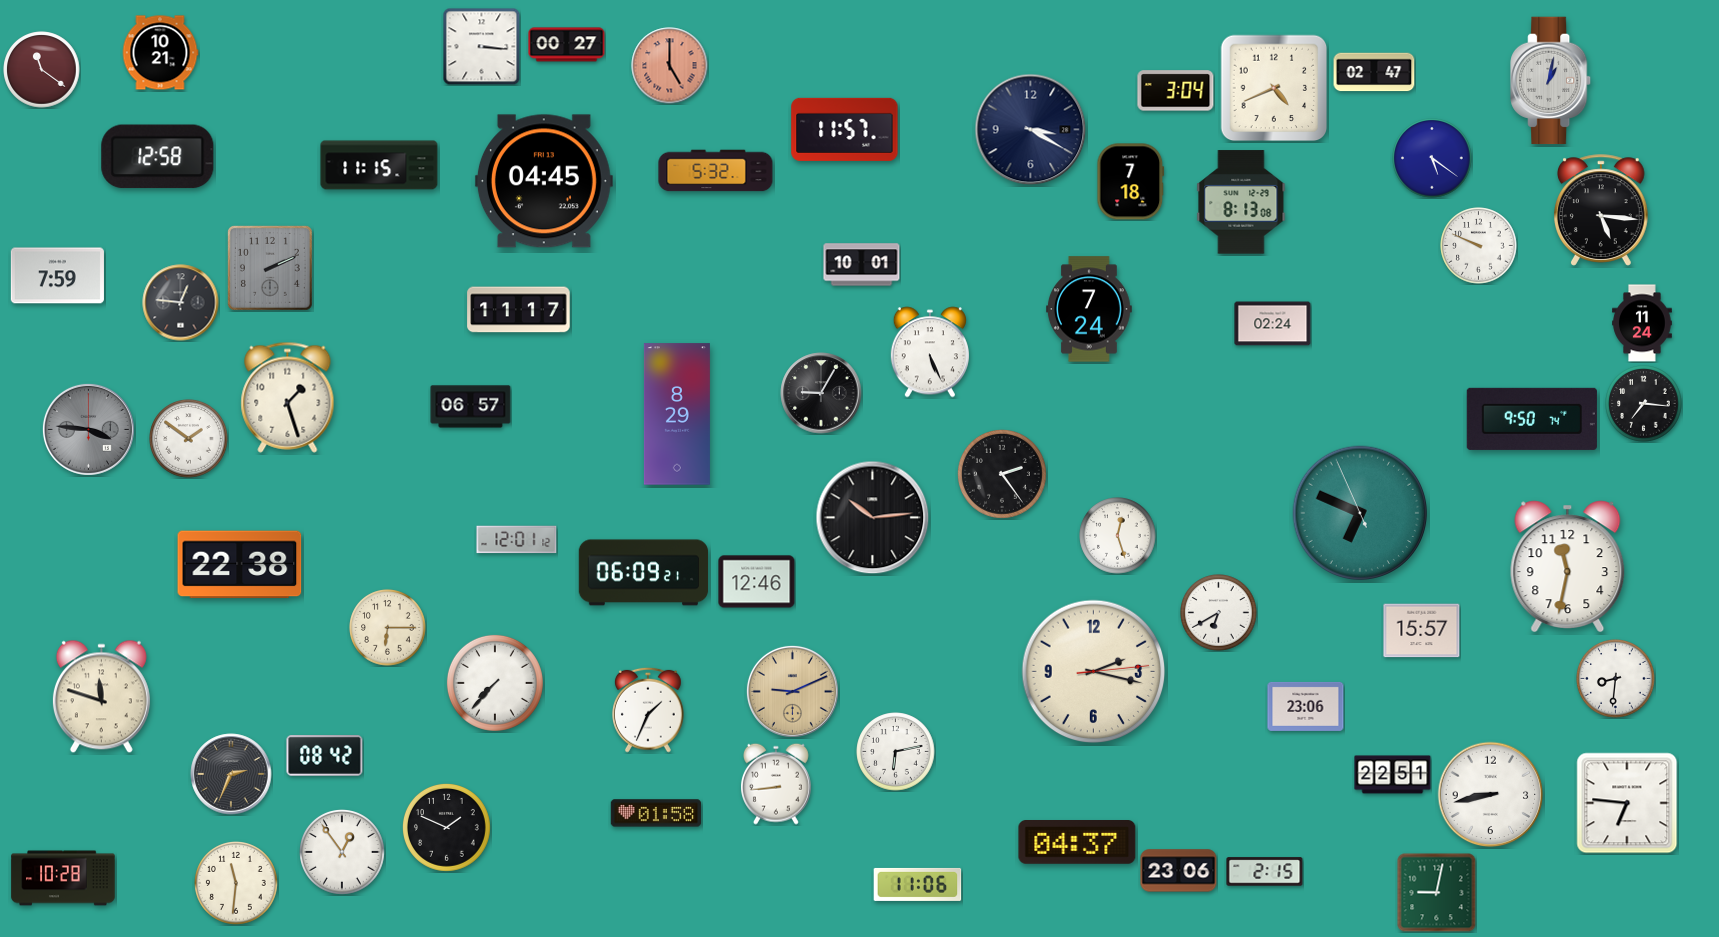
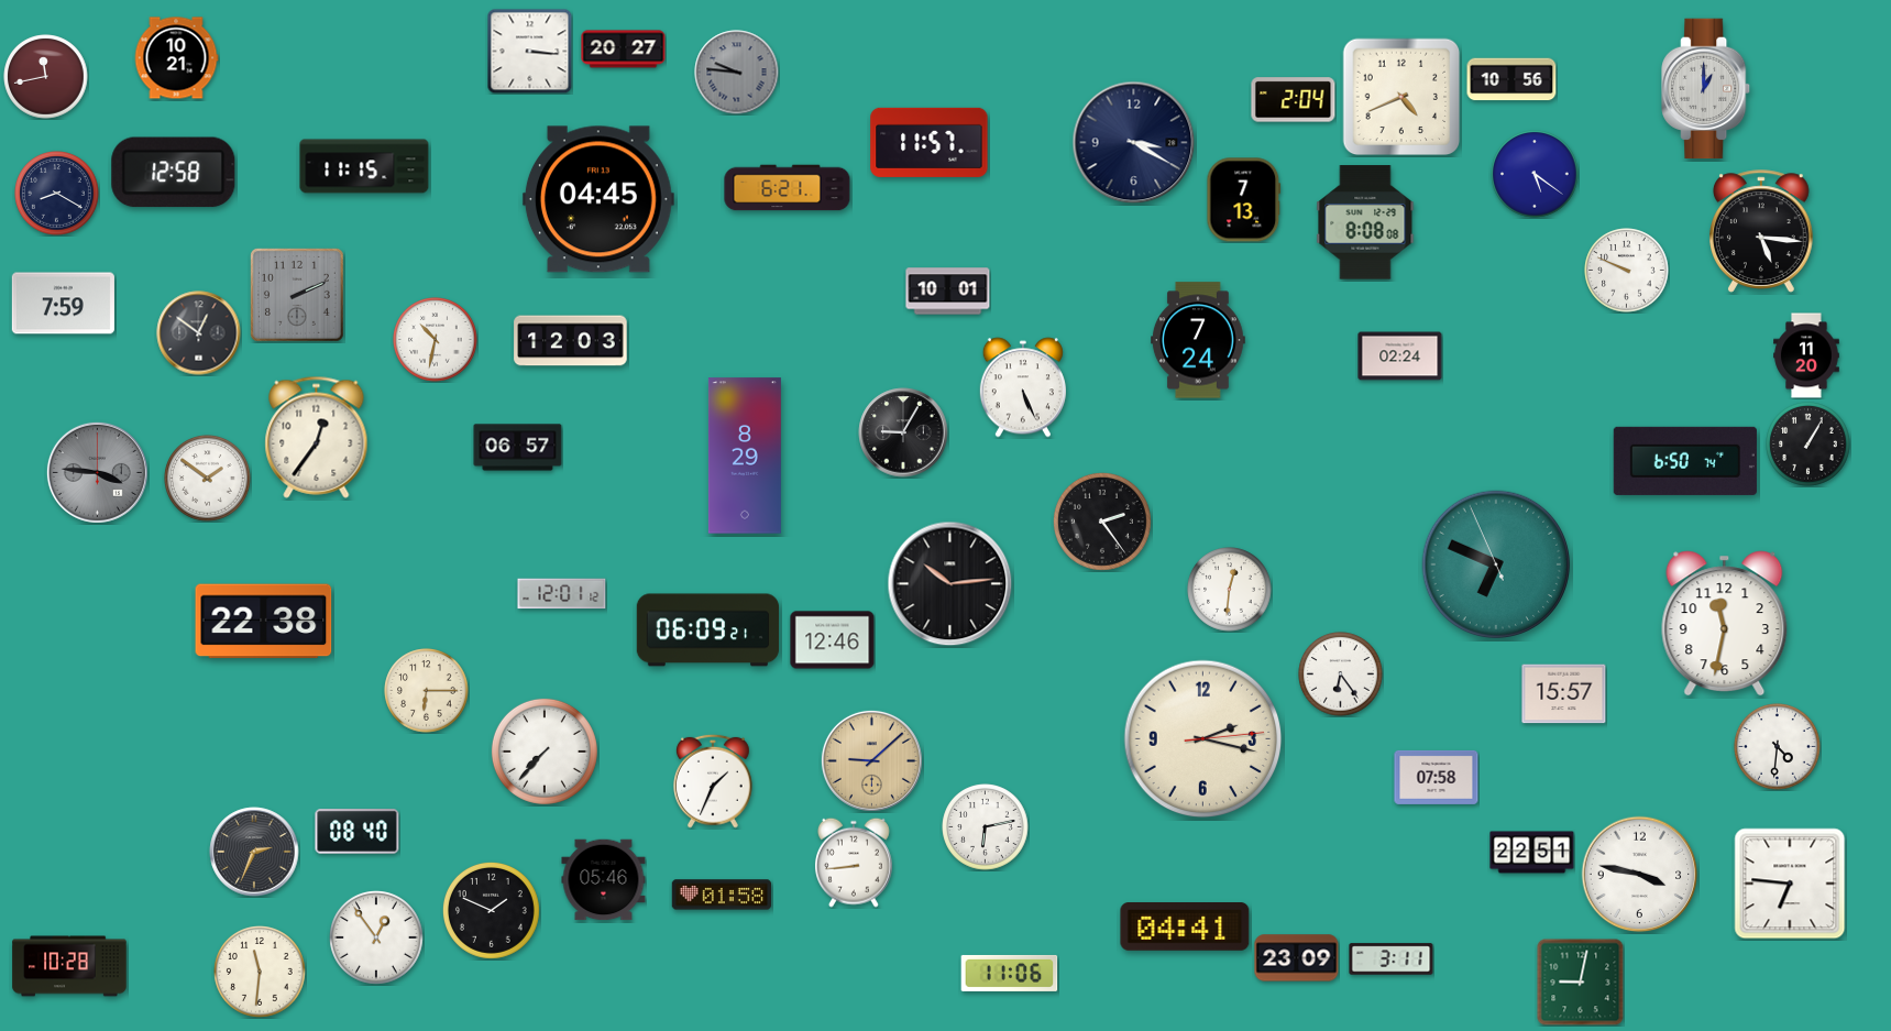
clock at (567, 45): 00:27 -> 20:27
clock at (670, 66): 5:00 -> 9:46
clock at (670, 66) dial: salmon -> grey
clock at (42, 70): 11:21 -> 11:43
clock at (1374, 72): 02:47 -> 10:56
clock at (1551, 81): 1:02 -> 1:00
clock at (1176, 91): 3:04 -> 2:04
clock at (1432, 158) position: (1432, 158) -> (1535, 174)
clock at (379, 165) position: (379, 165) -> (364, 166)
clock at (716, 171): 5:32 -> 6:21
clock at (57, 194): none -> 8:20
clock at (1131, 182): 7:18 -> 7:13
clock at (1241, 202): 8:13 -> 8:08
clock at (181, 303): 12:46 -> 12:51
clock at (436, 340): none -> 10:32
clock at (519, 310): 11:17 -> 12:03
clock at (1642, 323): 11:24 -> 11:20
clock at (288, 397): 1:27 -> 12:36
clock at (1644, 404): 7:16 -> 1:05
clock at (1532, 419): 9:50 -> 6:50
clock at (189, 439) position: (189, 439) -> (208, 479)
clock at (873, 518) position: (873, 518) -> (950, 584)
clock at (1118, 536): 12:27 -> 12:31
clock at (517, 540) position: (517, 540) -> (562, 594)
clock at (1219, 613): 6:40 -> 6:24
clock at (1616, 679): 8:31 -> 4:31
clock at (792, 691): 9:11 -> 9:08
clock at (101, 697): 11:48 -> none
clock at (1306, 706): 23:06 -> 07:58
clock at (325, 756): 08:42 -> 08:40
clock at (1491, 795): 8:43 -> 3:47
clock at (604, 880): none -> 05:46
clock at (1077, 843): 04:37 -> 04:41
clock at (1179, 871): 23:06 -> 23:09
clock at (1265, 872): 2:15 -> 3:11
